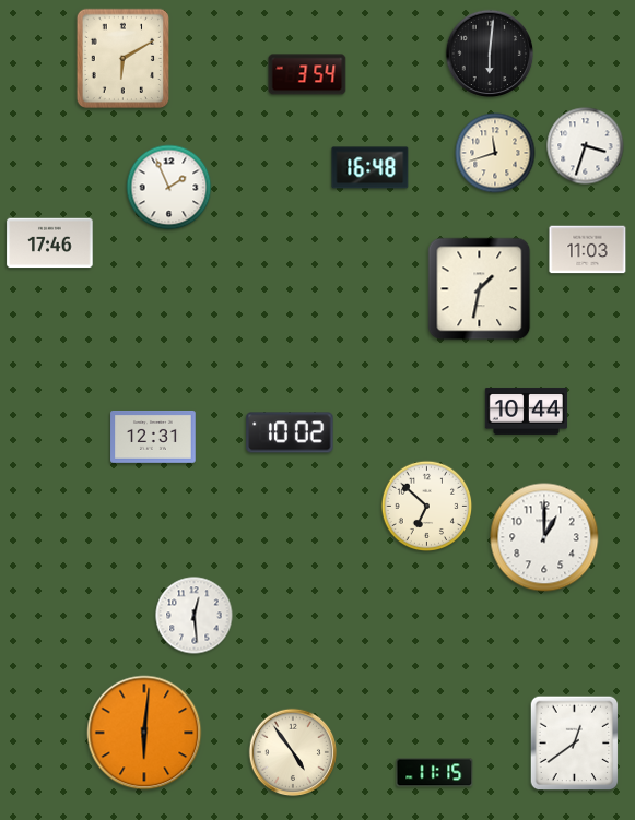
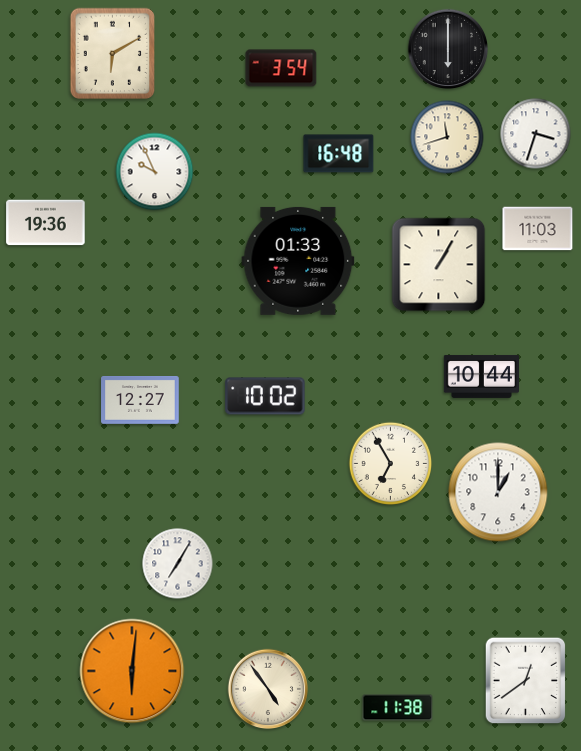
clock at (490, 54): 6:01 -> 6:00
clock at (495, 153) position: (495, 153) -> (447, 137)
clock at (169, 188): 1:56 -> 9:56
clock at (50, 243): 17:46 -> 19:36
clock at (298, 261): none -> 01:33
clock at (480, 289): 1:32 -> 1:05
clock at (153, 438): 12:31 -> 12:27
clock at (427, 507): 6:52 -> 6:55
clock at (195, 616): 12:29 -> 7:05
clock at (435, 773): 11:15 -> 11:38
